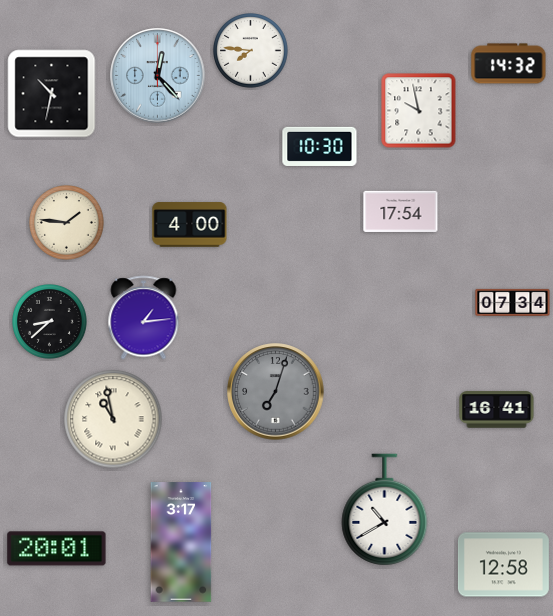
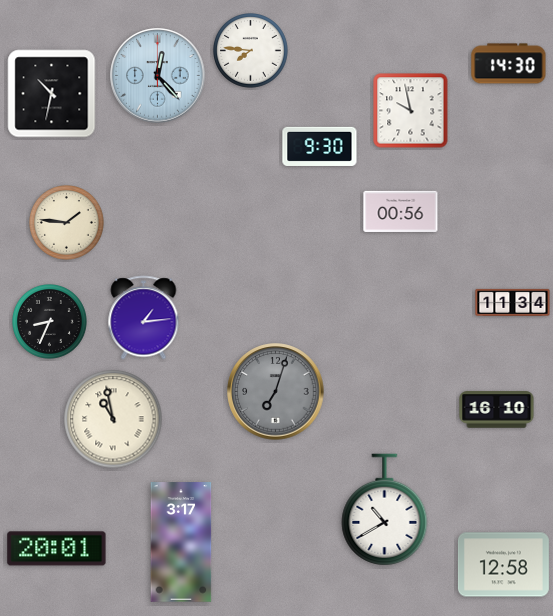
clock at (509, 64): 14:32 -> 14:30
clock at (419, 111) position: (419, 111) -> (411, 111)
clock at (320, 146): 10:30 -> 9:30
clock at (401, 211): 17:54 -> 00:56
clock at (190, 225): 4:00 -> none
clock at (513, 302): 07:34 -> 11:34
clock at (50, 322): 8:38 -> 8:34
clock at (497, 410): 16:41 -> 16:10
